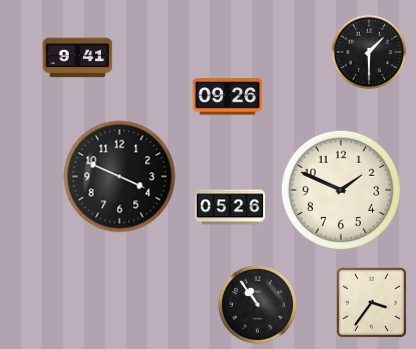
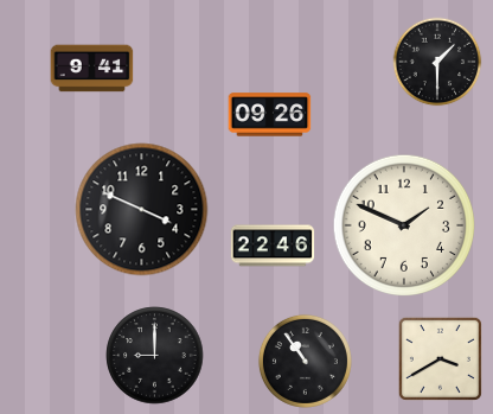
clock at (230, 207): 05:26 -> 22:46
clock at (155, 356): none -> 9:00
clock at (371, 302): 3:36 -> 3:40
